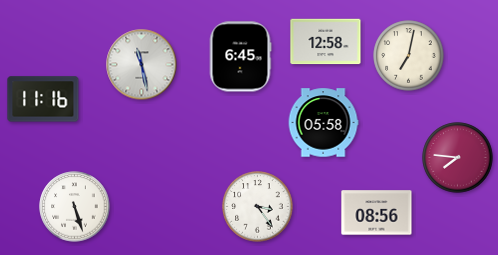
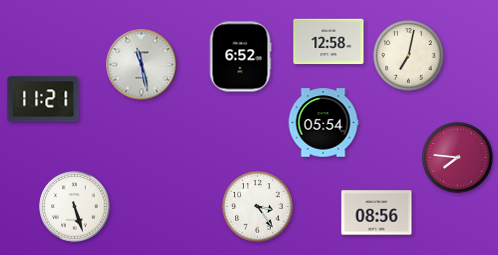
clock at (326, 42) position: (326, 42) -> (329, 42)
clock at (240, 57): 6:45 -> 6:52
clock at (43, 99): 11:16 -> 11:21
clock at (323, 123): 05:58 -> 05:54
